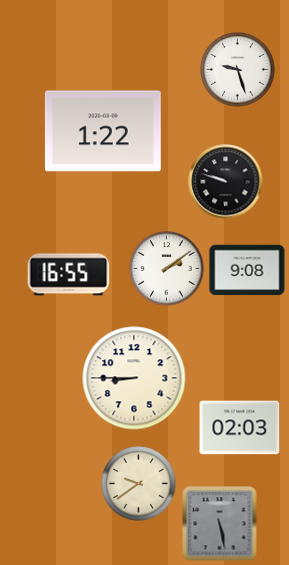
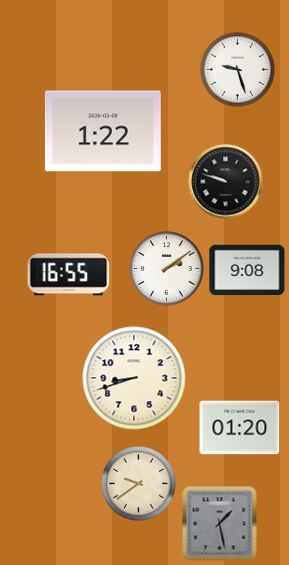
clock at (134, 378): 8:45 -> 8:42
clock at (240, 428): 02:03 -> 01:20
clock at (220, 524): 5:28 -> 1:28
